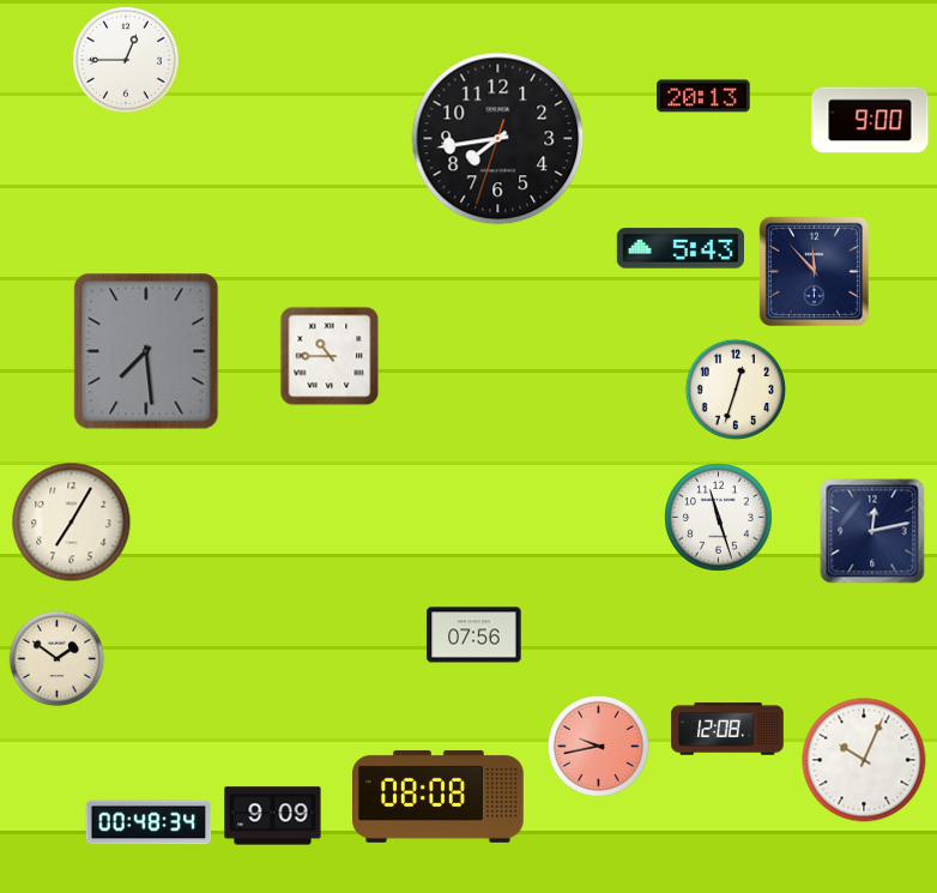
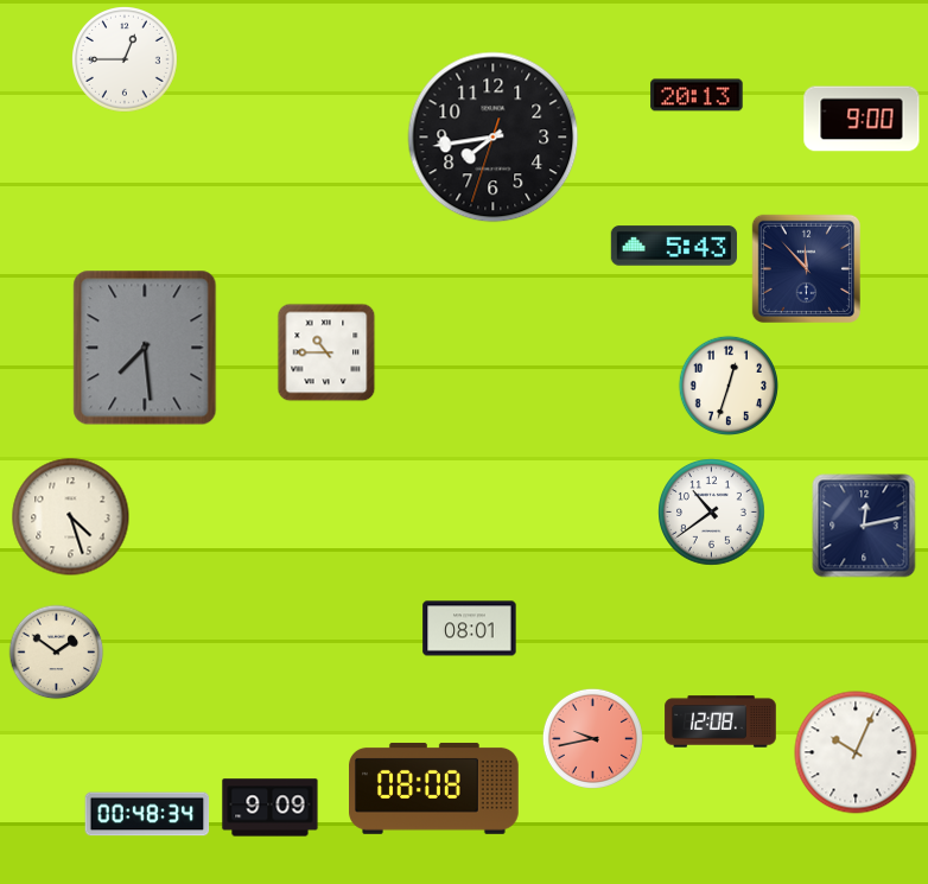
clock at (719, 518): 11:27 -> 10:39
clock at (72, 523): 7:05 -> 4:27
clock at (474, 635): 07:56 -> 08:01
